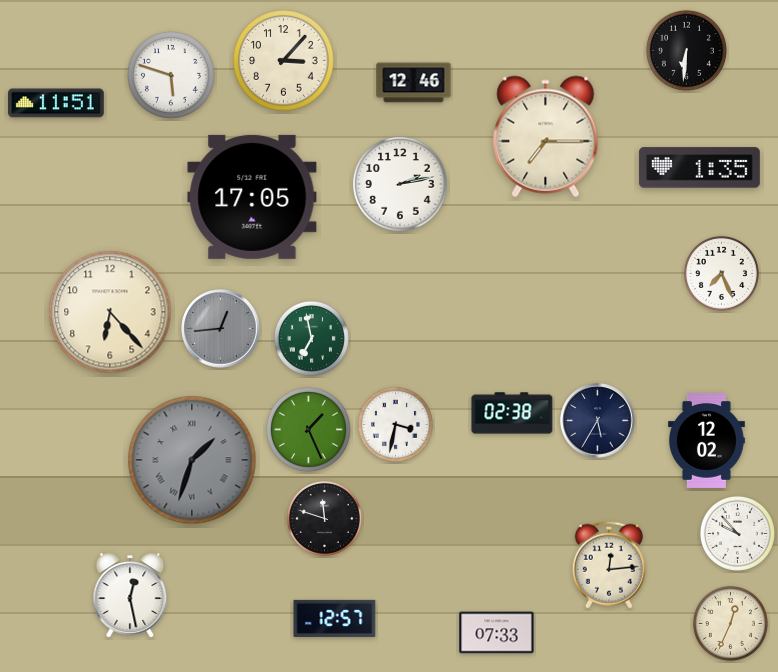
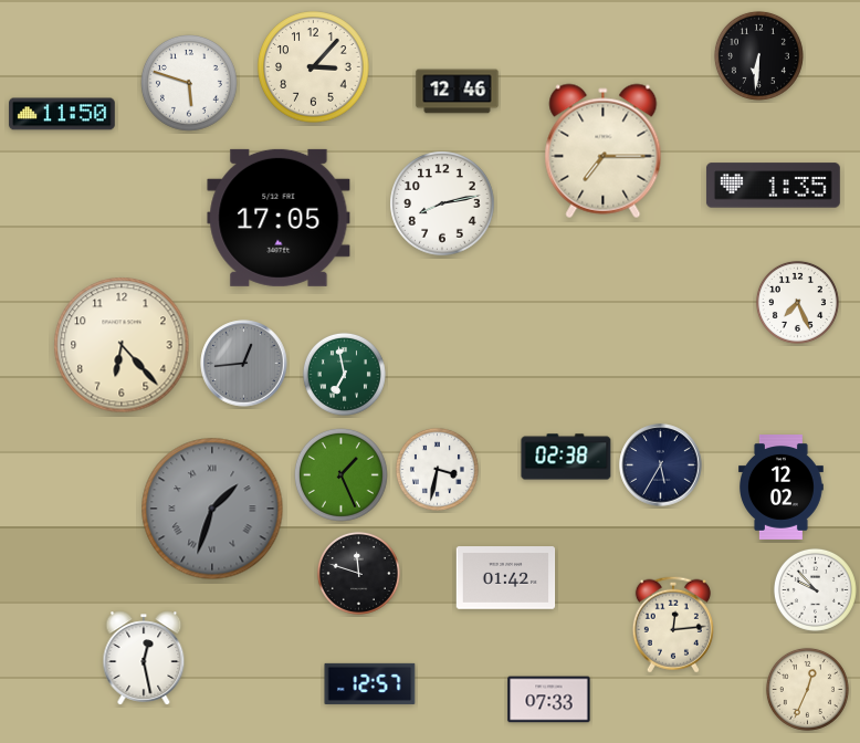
clock at (56, 103): 11:51 -> 11:50
clock at (400, 184): 2:13 -> 8:13
clock at (506, 578): none -> 01:42
